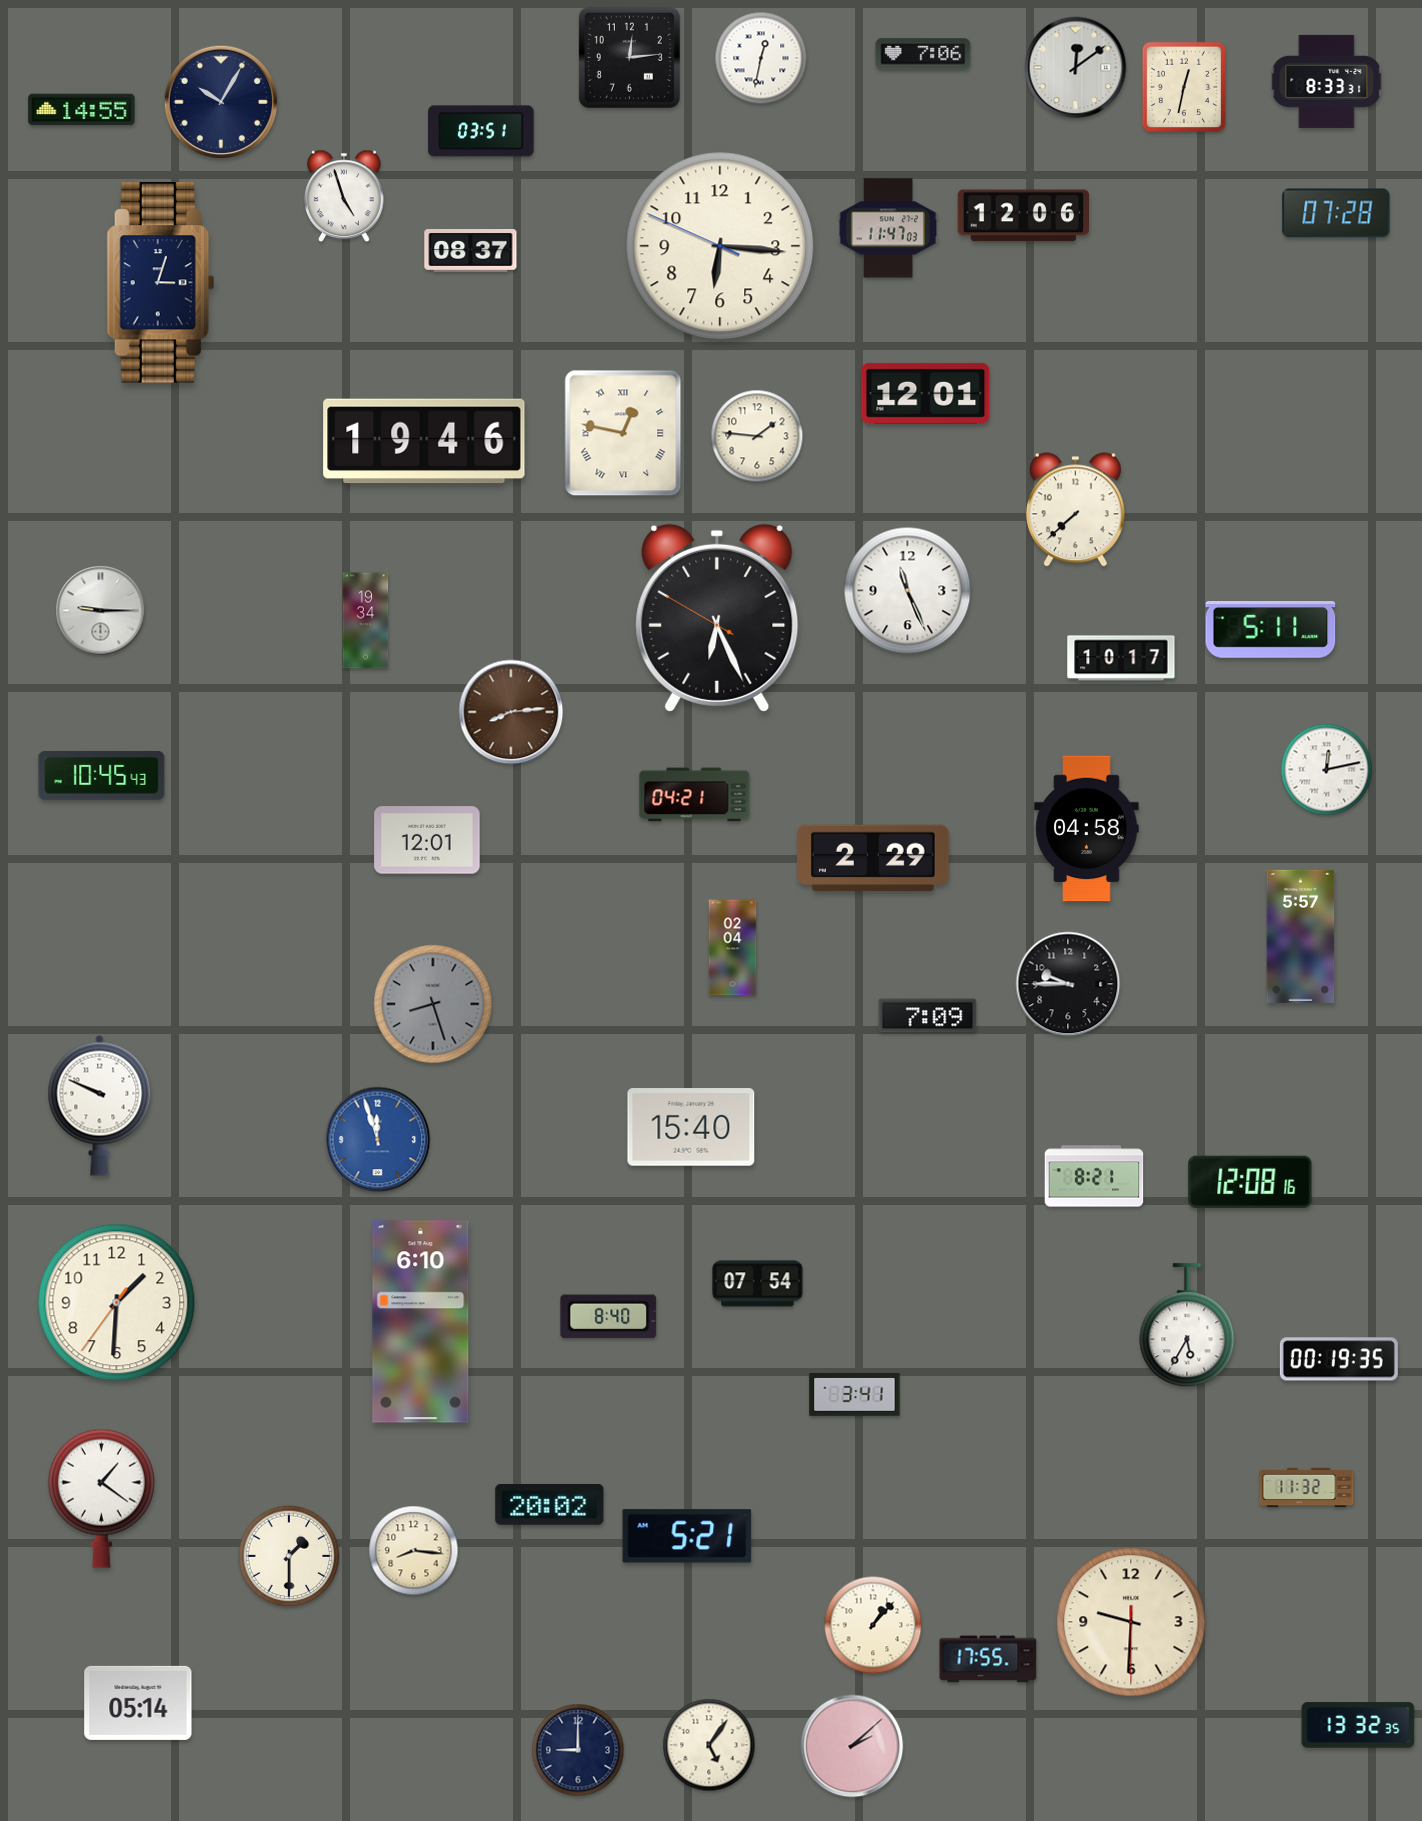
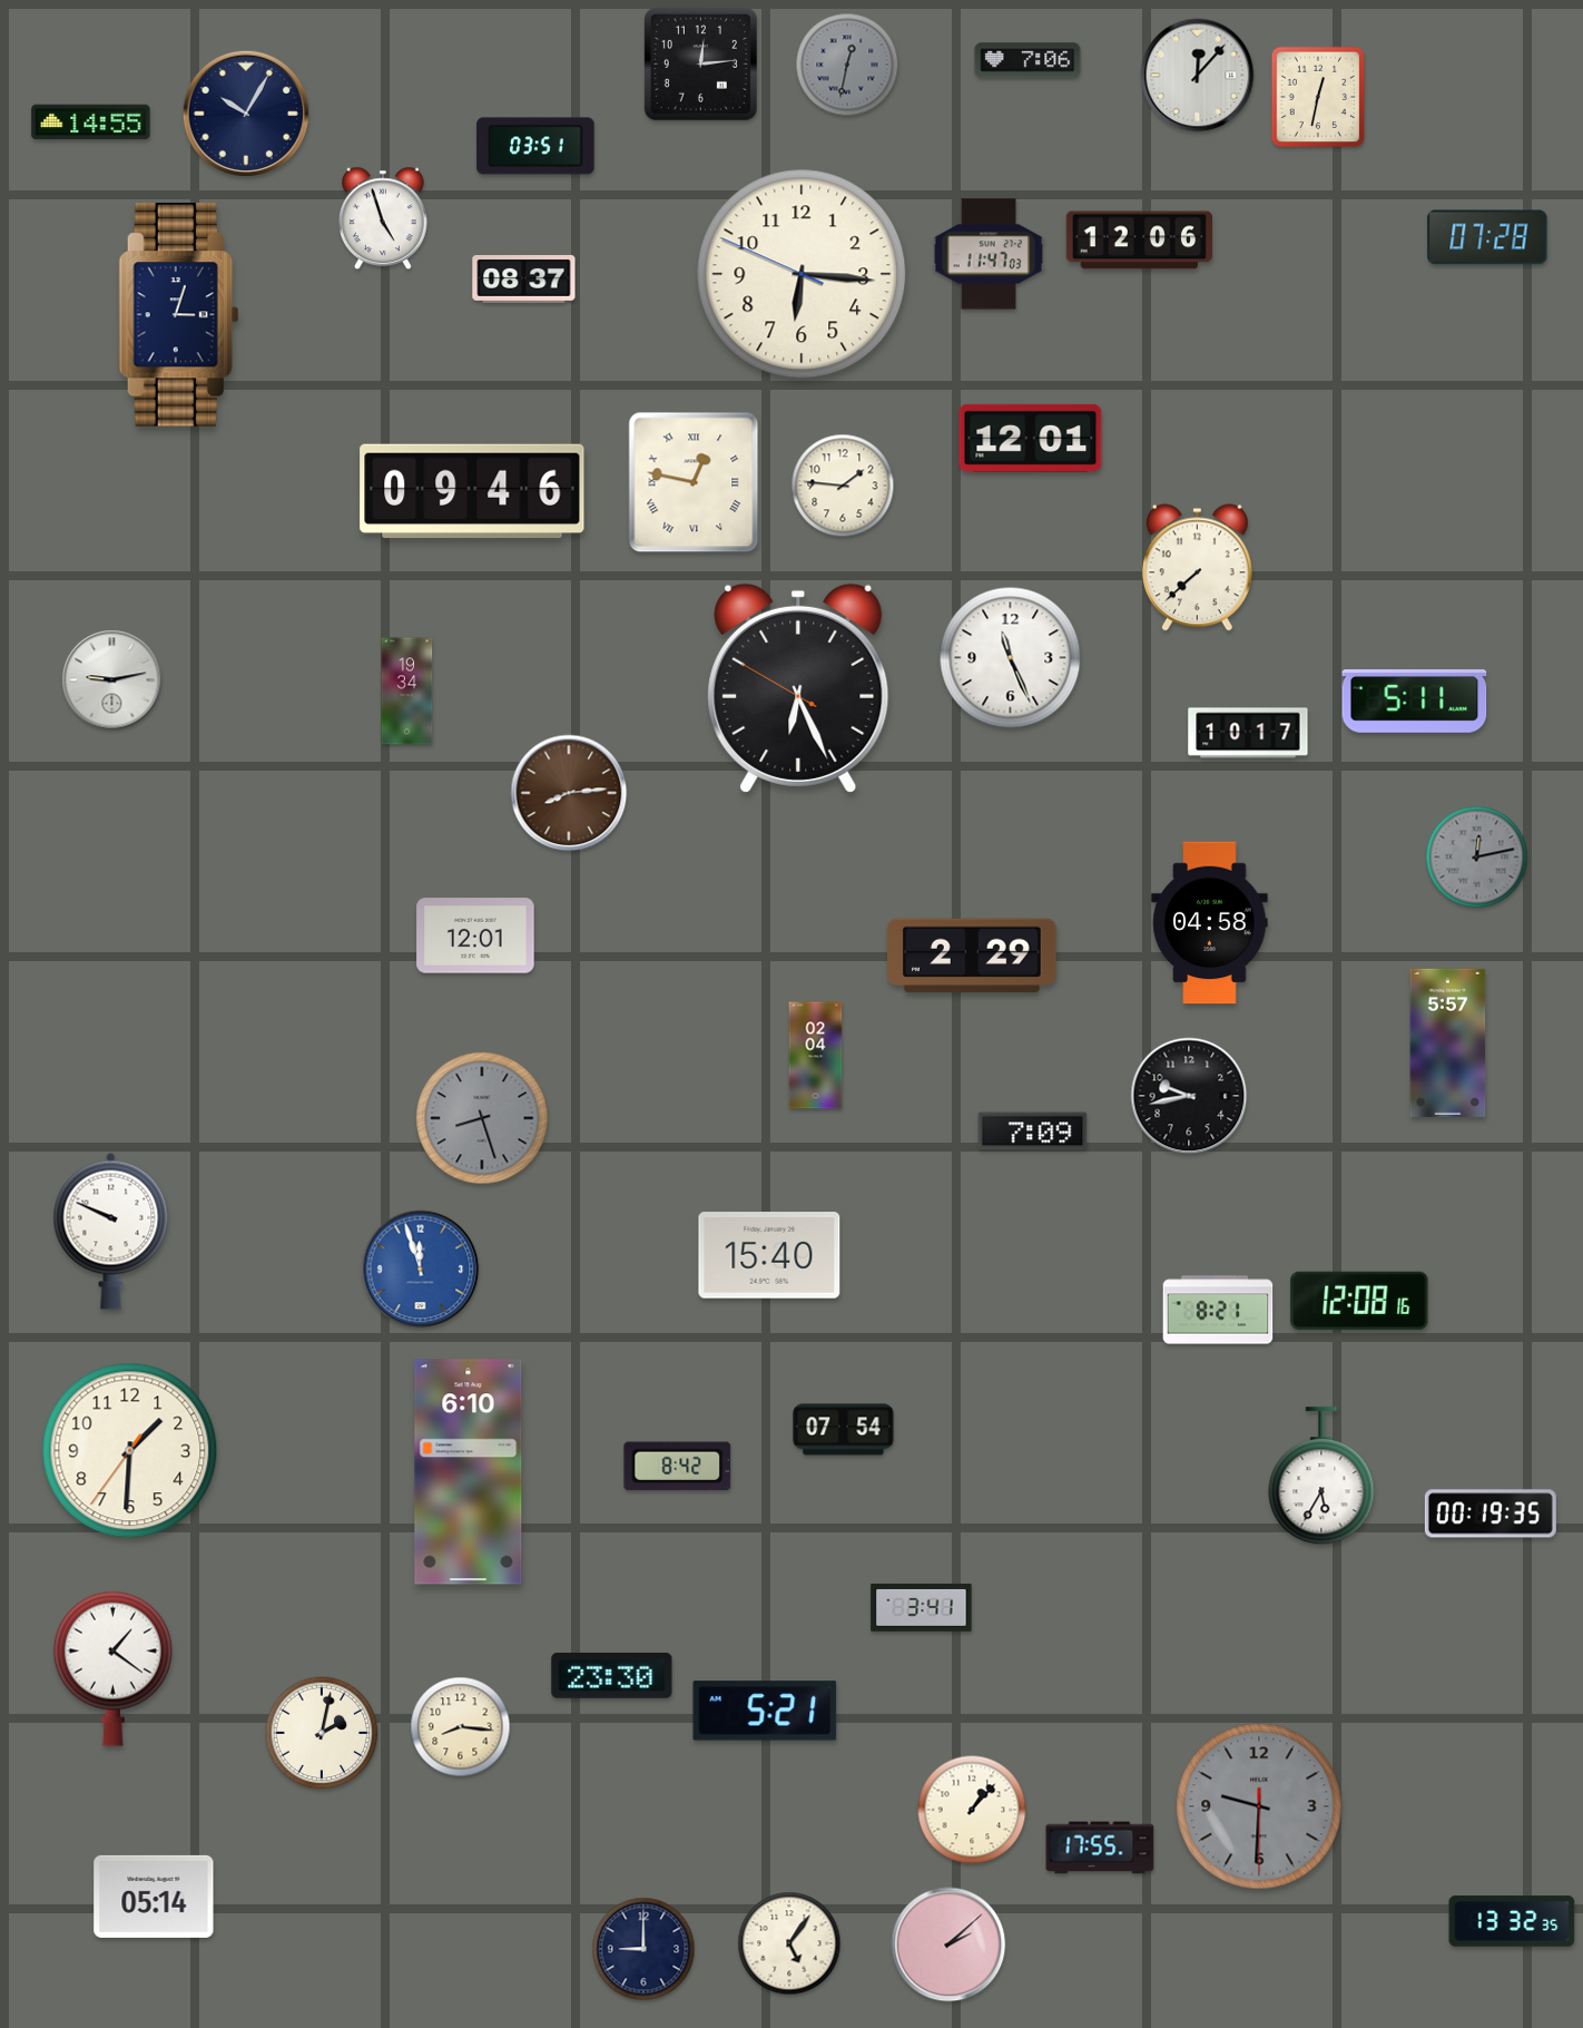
clock at (761, 58) dial: white -> grey
clock at (1076, 68): 12:09 -> 12:07
clock at (1327, 81): 8:33 -> none
clock at (424, 441): 19:46 -> 09:46
clock at (101, 611): 9:15 -> 9:13
clock at (1327, 770) dial: white -> grey
clock at (102, 775): 10:45 -> none
clock at (695, 795): 04:21 -> none
clock at (1068, 984): 9:45 -> 9:43
clock at (1250, 1182) position: (1250, 1182) -> (1359, 1301)
clock at (609, 1317): 8:40 -> 8:42
clock at (855, 1394) position: (855, 1394) -> (922, 1607)
clock at (1307, 1488): 11:32 -> none
clock at (550, 1504): 20:02 -> 23:30
clock at (289, 1556): 1:30 -> 2:02
clock at (1131, 1622) dial: cream -> grey
